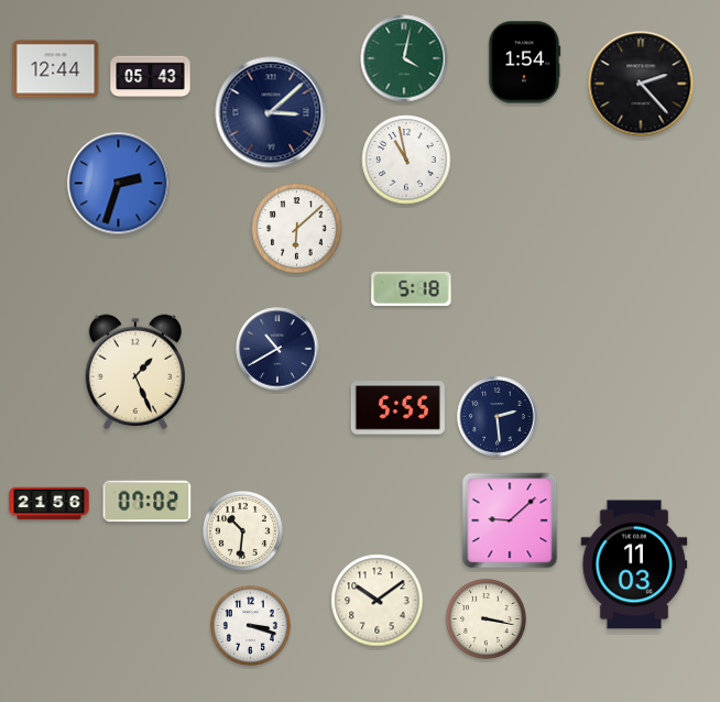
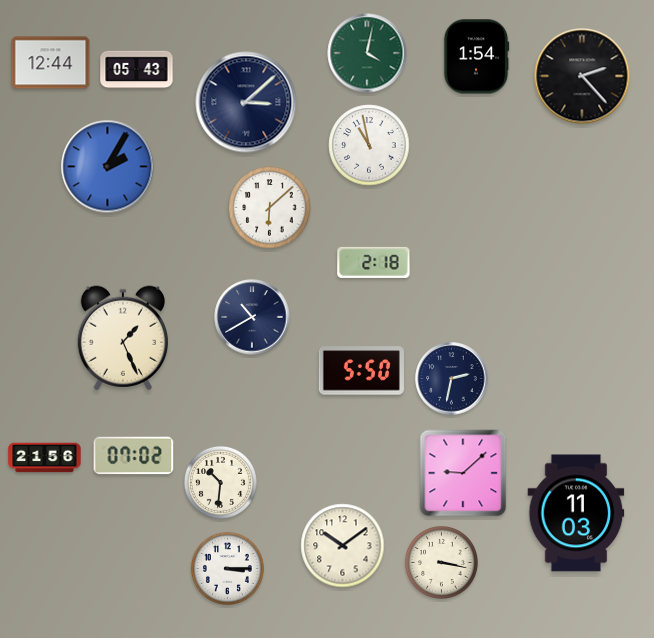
clock at (119, 184): 2:33 -> 2:05
clock at (412, 288): 5:18 -> 2:18
clock at (397, 408): 5:55 -> 5:50
clock at (498, 417): 2:29 -> 2:32
clock at (250, 625): 3:18 -> 3:15
